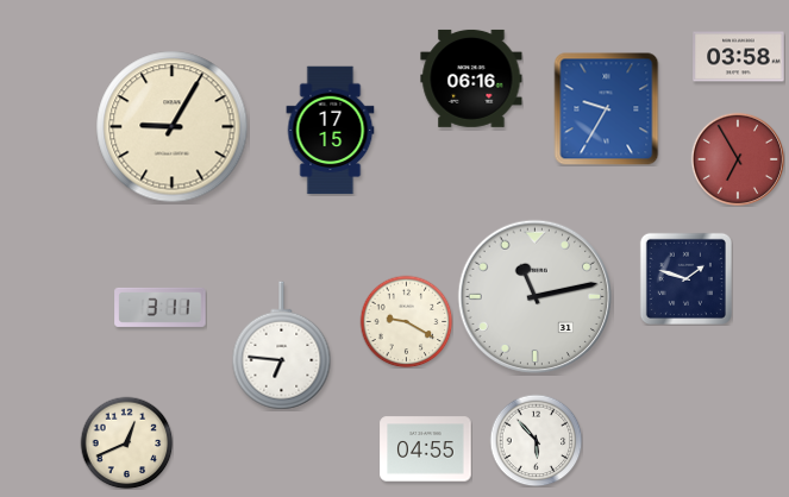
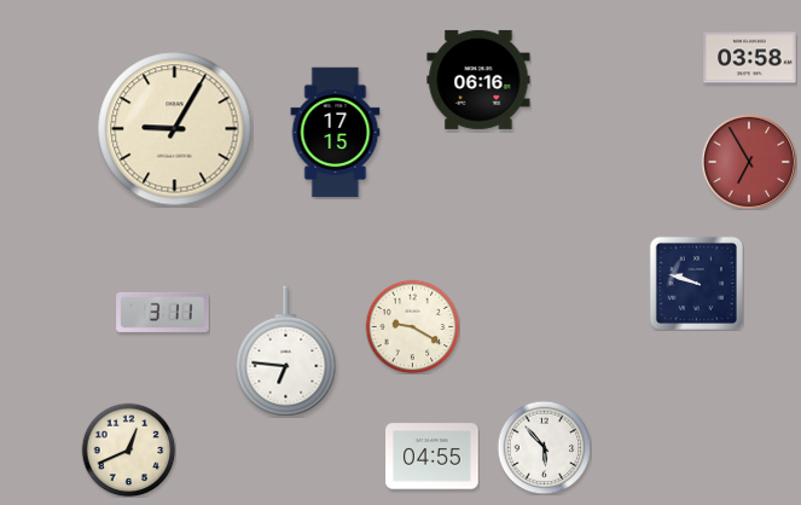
clock at (607, 108): 9:35 -> none
clock at (685, 278): 1:48 -> 9:48
clock at (534, 296): 11:13 -> none
